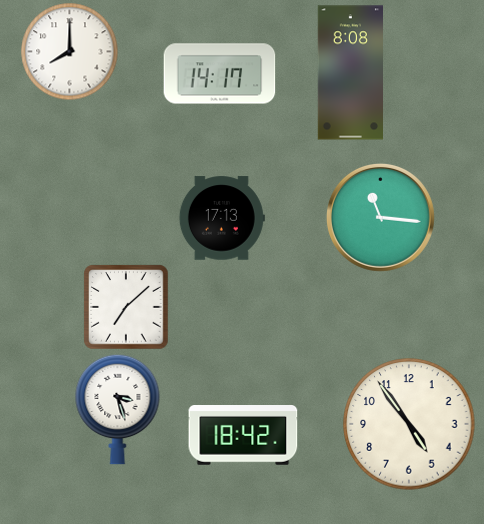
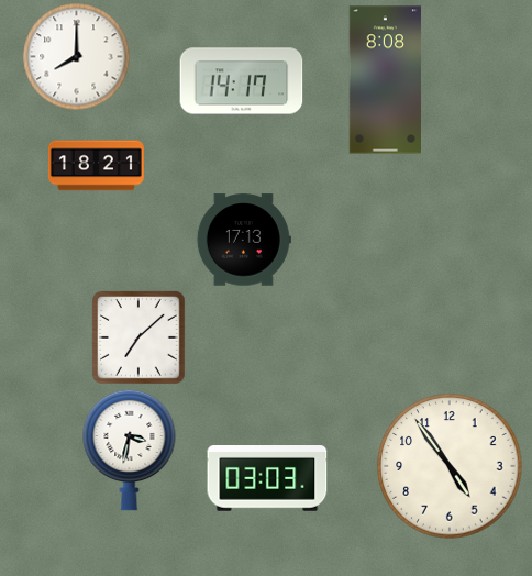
clock at (96, 166): none -> 18:21
clock at (380, 217): 11:16 -> none
clock at (118, 409): 3:27 -> 3:32
clock at (243, 436): 18:42 -> 03:03
